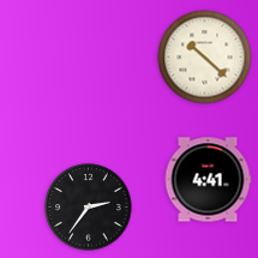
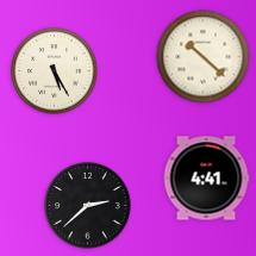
clock at (55, 71): none -> 5:25
clock at (89, 208): 2:36 -> 2:38
